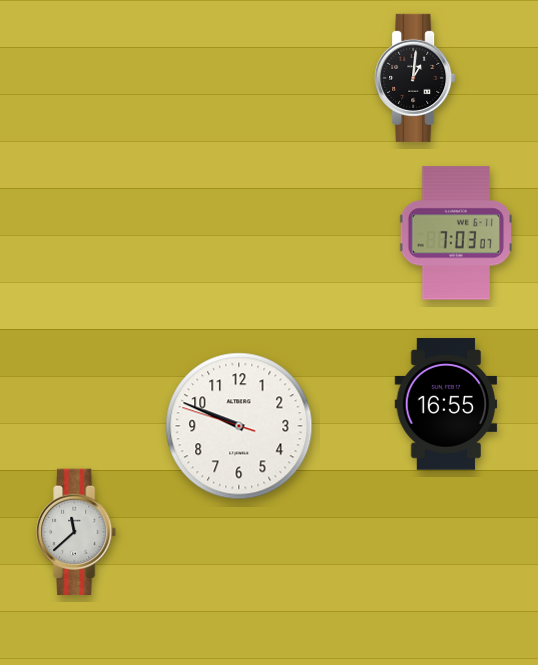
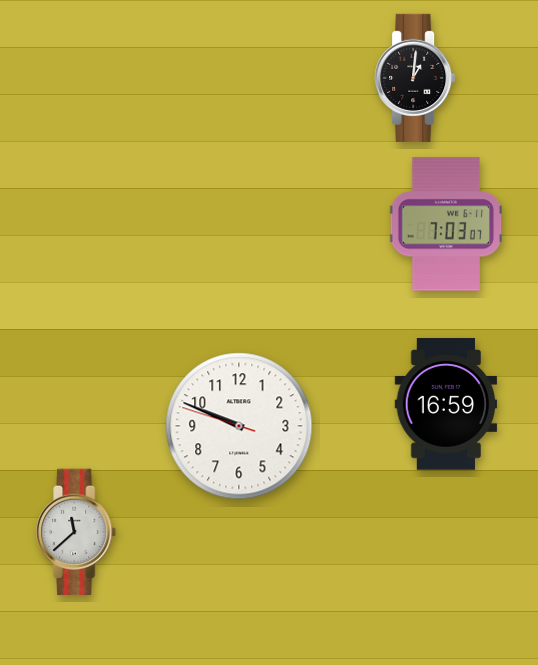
clock at (455, 233) position: (455, 233) -> (445, 224)
clock at (446, 404): 16:55 -> 16:59
